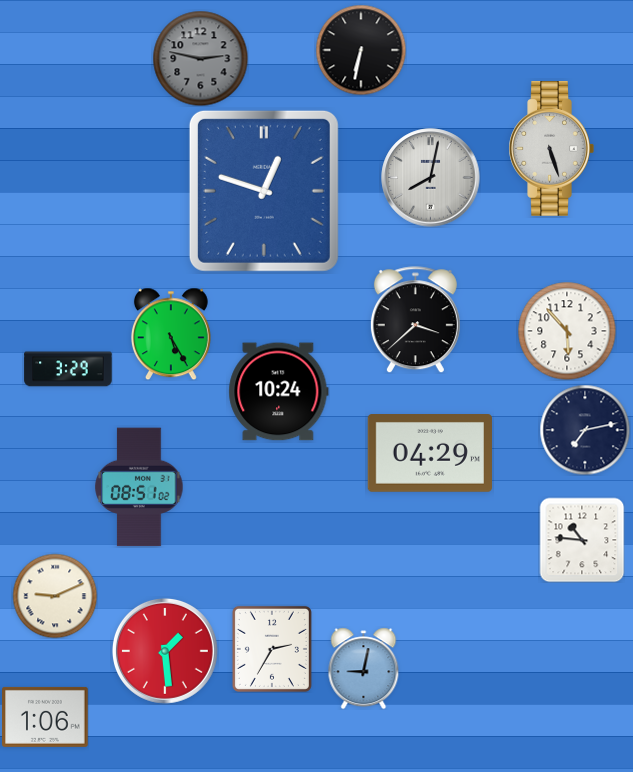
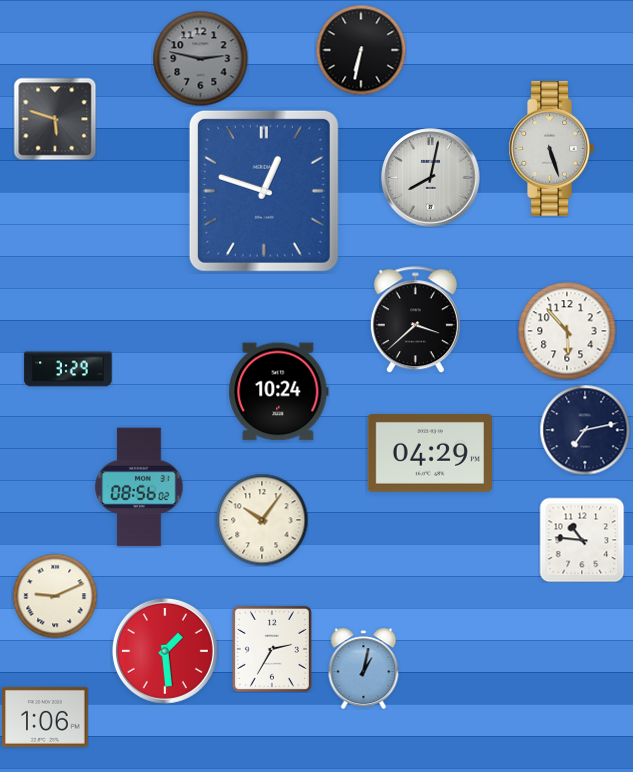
clock at (55, 119): none -> 5:48
clock at (171, 334): 5:25 -> none
clock at (139, 487): 08:51 -> 08:56
clock at (262, 520): none -> 10:06
clock at (364, 668): 9:02 -> 1:02
